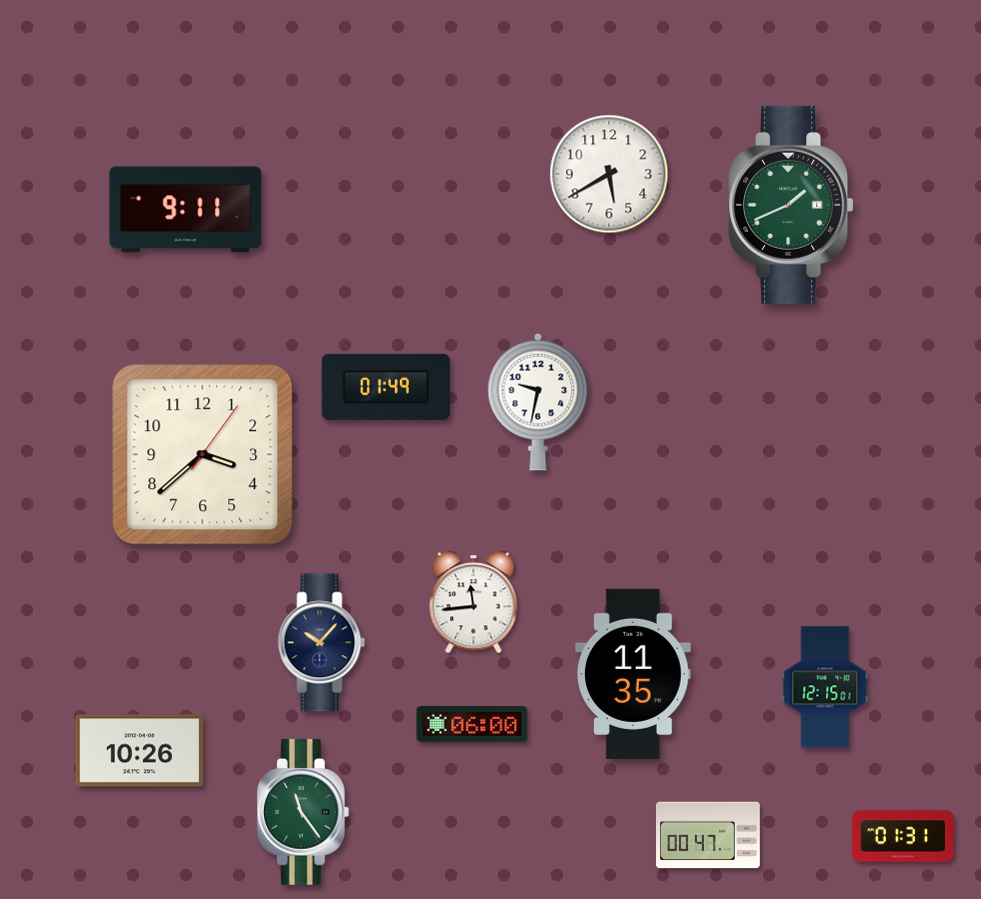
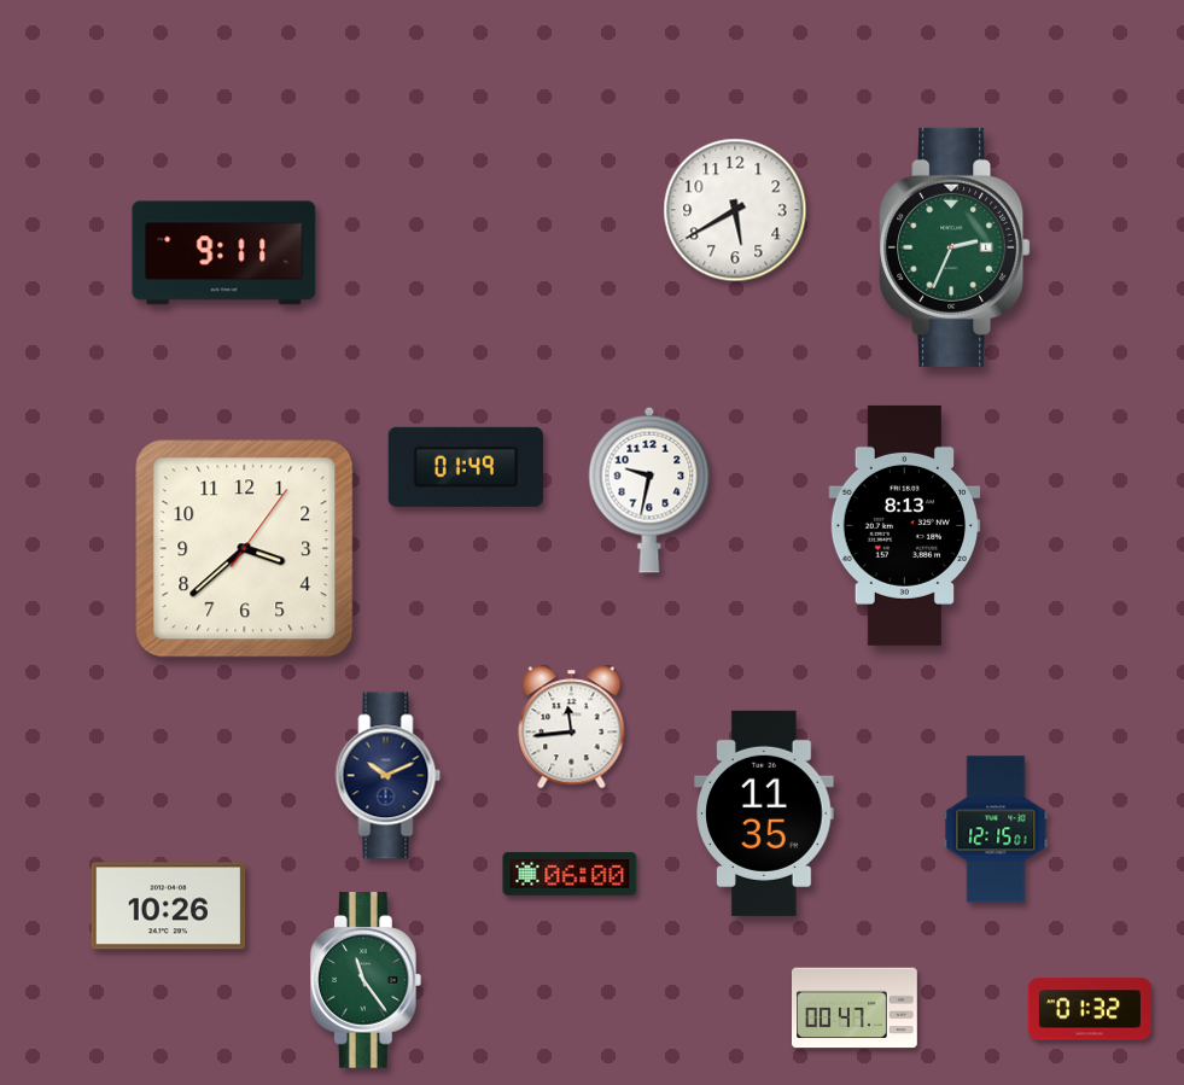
clock at (791, 205): 1:41 -> 2:34
clock at (538, 402) position: (538, 402) -> (649, 490)
clock at (905, 525): none -> 8:13
clock at (322, 643): 10:07 -> 10:11
clock at (903, 836): 01:31 -> 01:32
